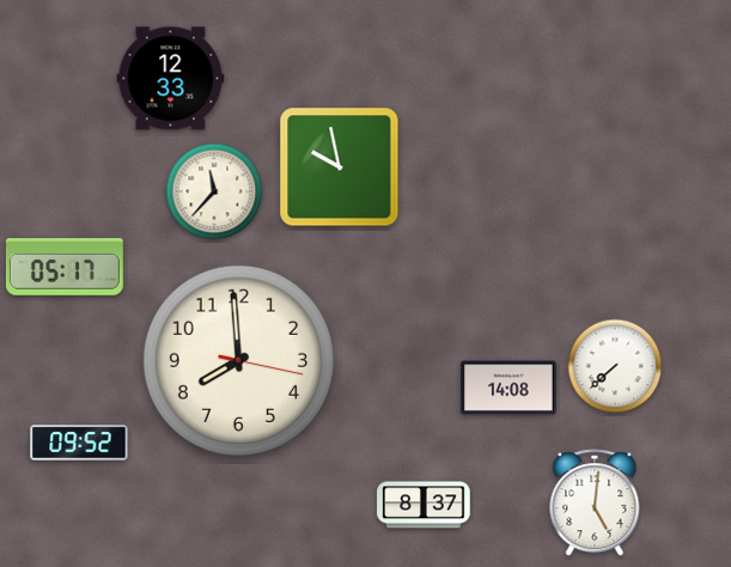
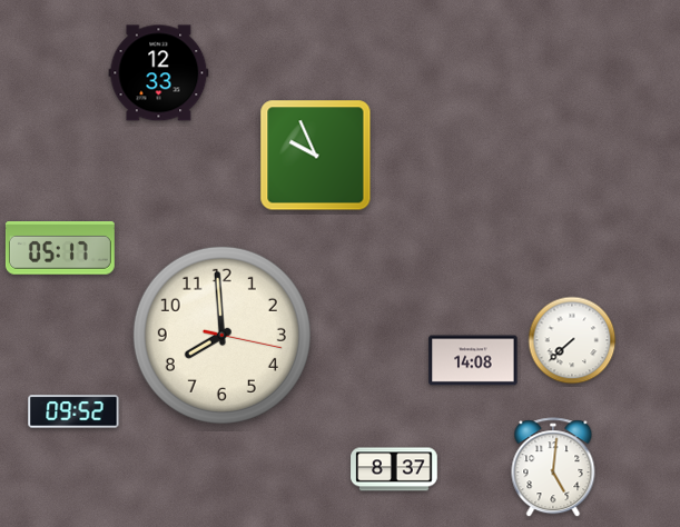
clock at (340, 167): 9:58 -> 9:56
clock at (214, 191): 11:37 -> none
